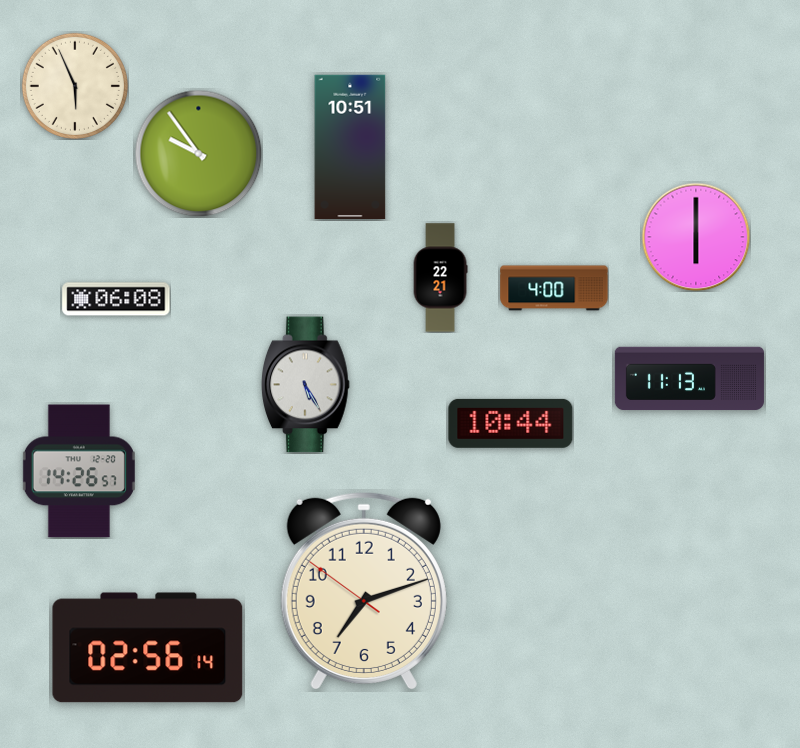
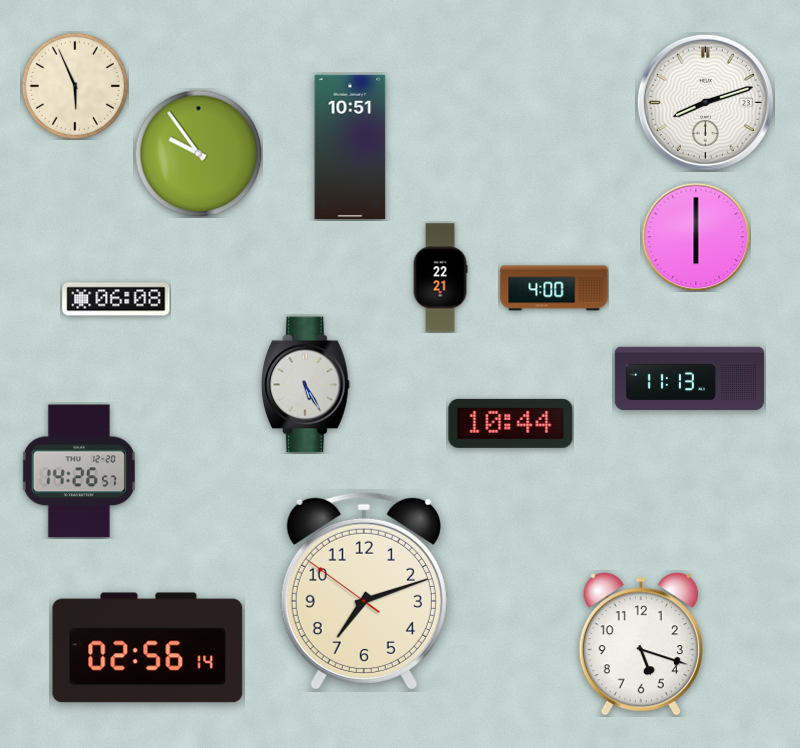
clock at (705, 102): none -> 8:12
clock at (641, 644): none -> 5:18
